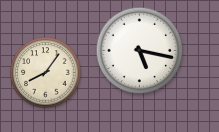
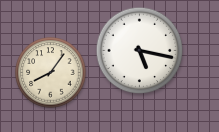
clock at (46, 73) position: (46, 73) -> (51, 73)
